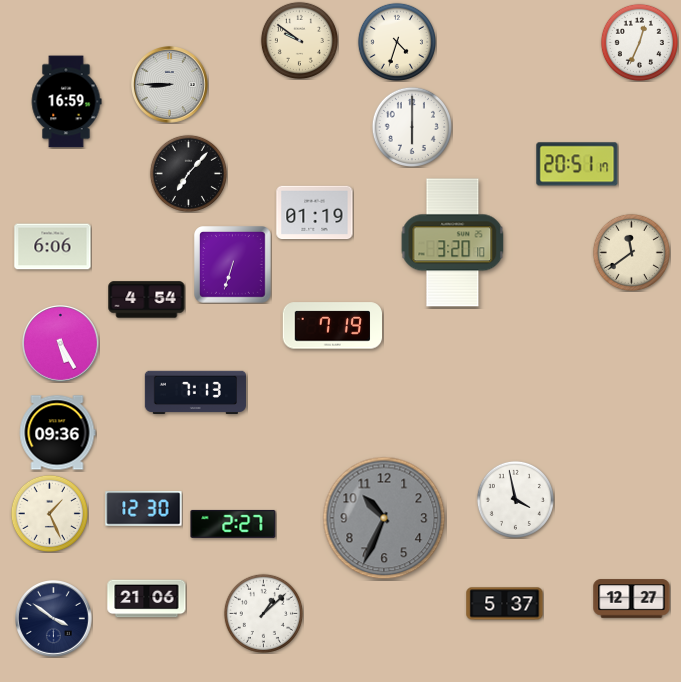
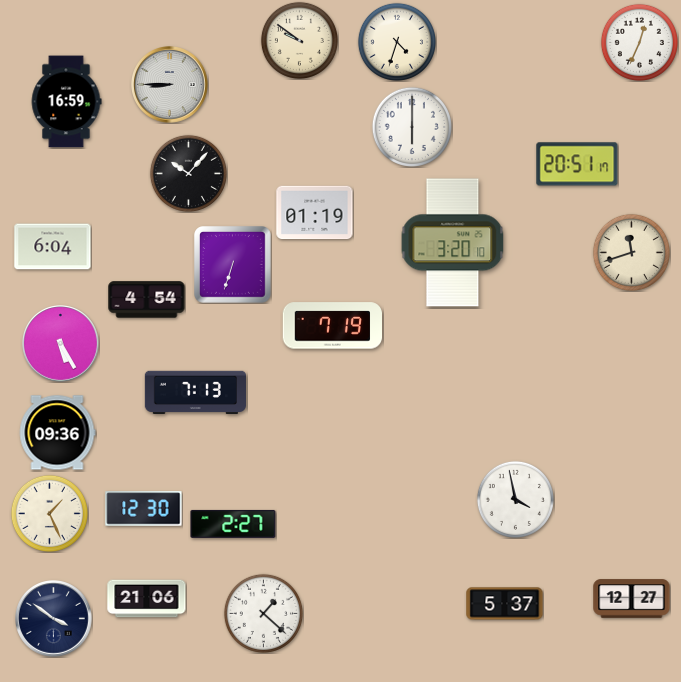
clock at (188, 173): 7:07 -> 10:07
clock at (53, 247): 6:06 -> 6:04
clock at (631, 252): 11:39 -> 11:42
clock at (384, 518): 10:34 -> none
clock at (263, 613): 1:08 -> 1:22
